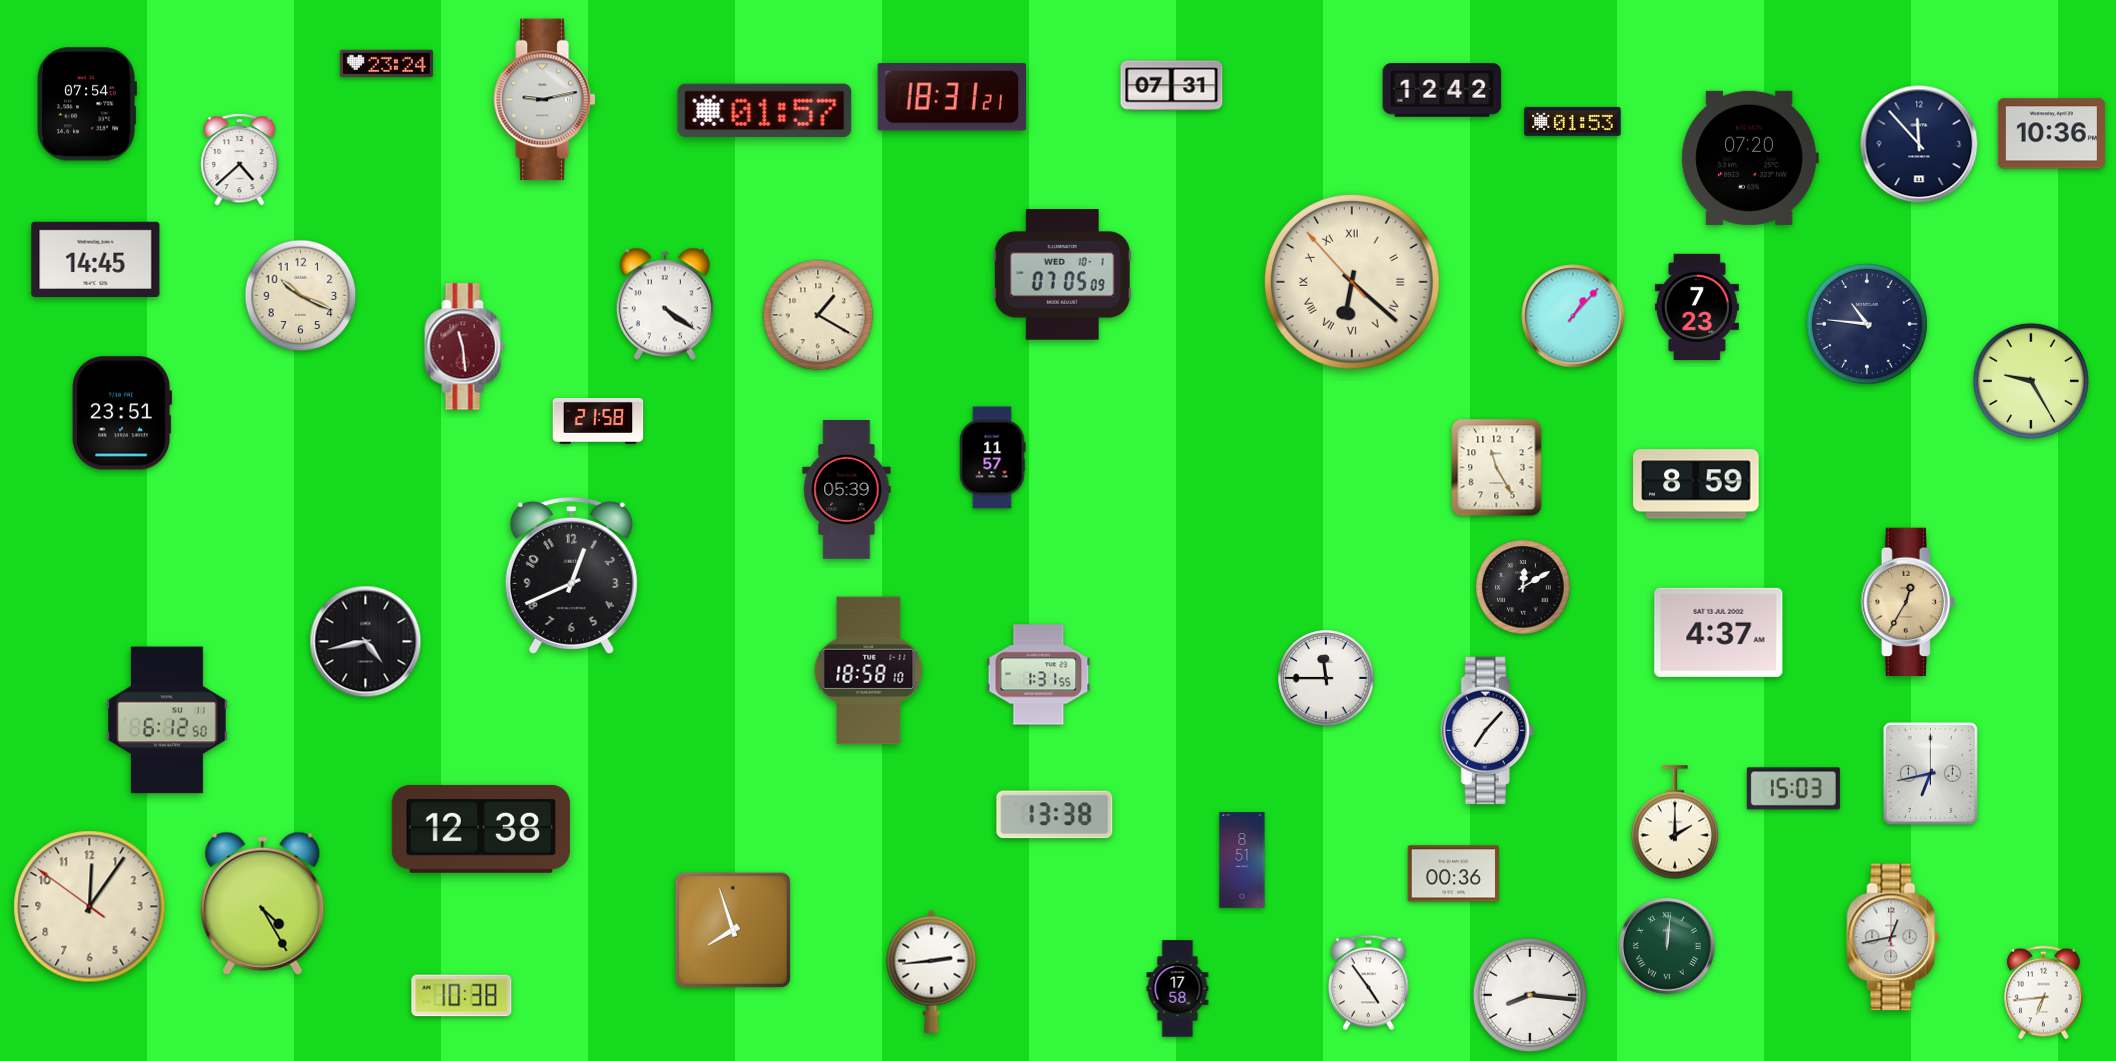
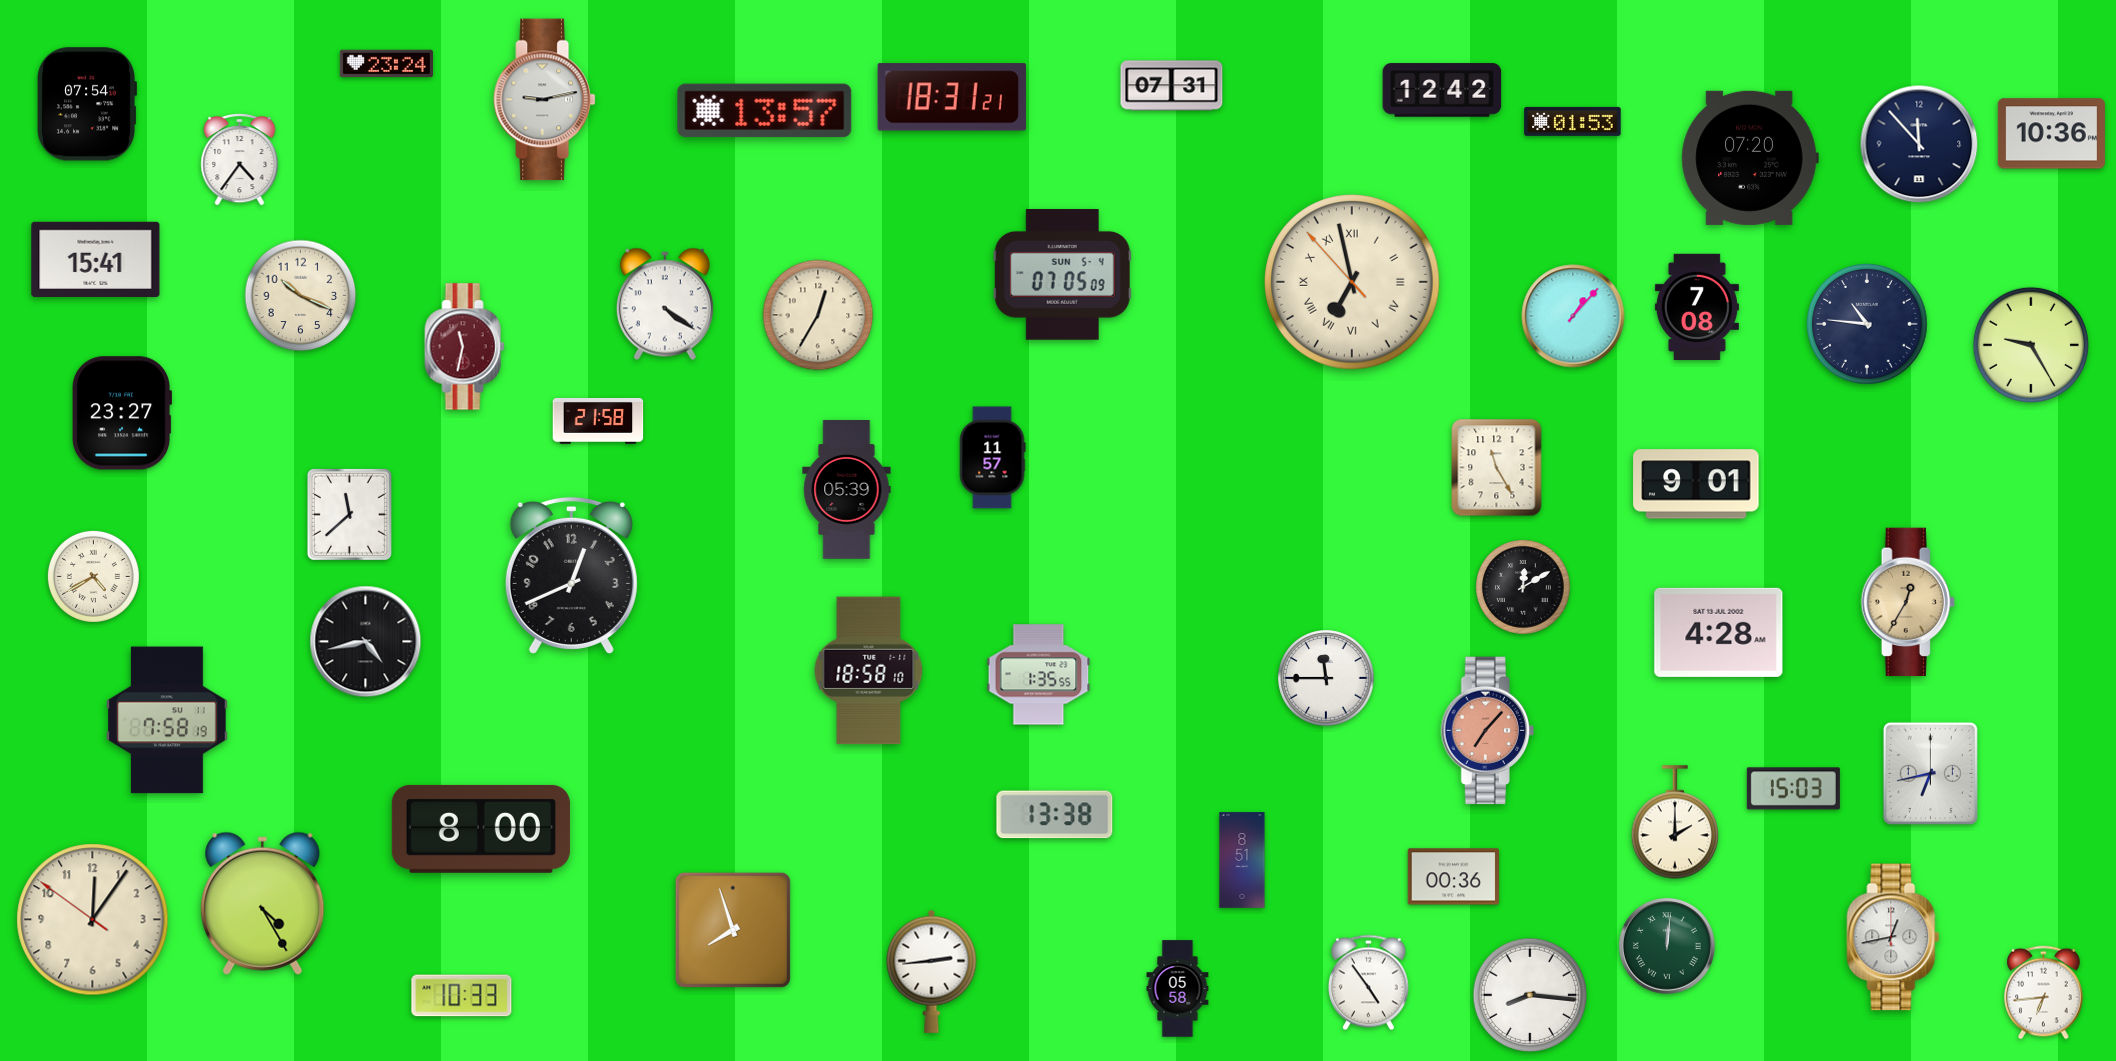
clock at (765, 111): 01:57 -> 13:57
clock at (240, 160): 4:38 -> 4:36
clock at (96, 259): 14:45 -> 15:41
clock at (1062, 275) date: WED 10-1 -> SUN 5-4
clock at (1352, 282): 6:21 -> 6:57
clock at (1697, 306): 7:23 -> 7:08
clock at (818, 315): 1:20 -> 12:35
clock at (465, 347): 11:29 -> 11:32
clock at (2031, 381) position: (2031, 381) -> (2031, 345)
clock at (121, 413): 23:51 -> 23:27
clock at (1696, 484): 8:59 -> 9:01
clock at (349, 514): none -> 11:38
clock at (93, 576): none -> 4:40
clock at (1719, 632): 4:37 -> 4:28
clock at (1039, 675): 1:31 -> 1:35
clock at (168, 720): 6:12 -> 7:58
clock at (1487, 731) dial: white -> salmon
clock at (481, 829): 12:38 -> 8:00
clock at (1454, 874) position: (1454, 874) -> (1454, 877)
clock at (90, 907) position: (90, 907) -> (93, 920)
clock at (1178, 989): 17:58 -> 05:58
clock at (462, 996): 10:38 -> 10:33
